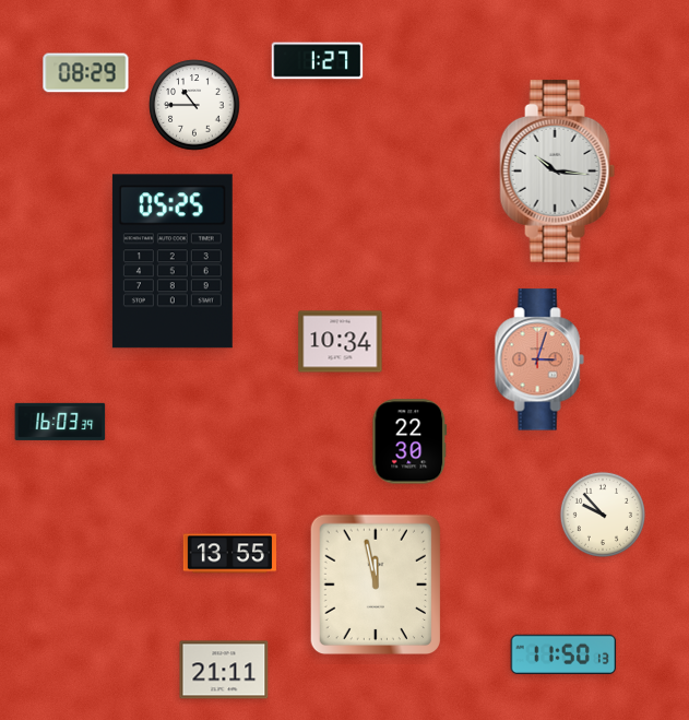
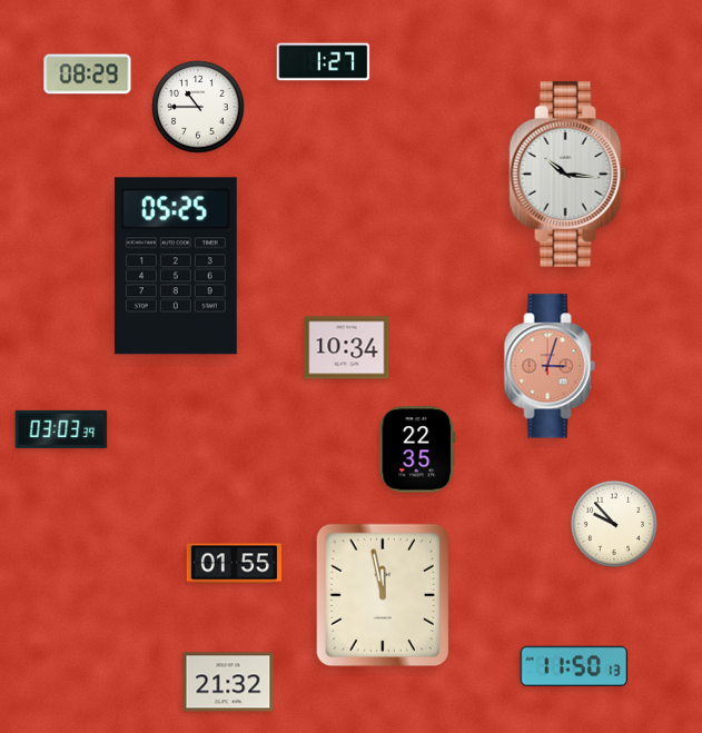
clock at (60, 422): 16:03 -> 03:03
clock at (409, 441): 22:30 -> 22:35
clock at (229, 554): 13:55 -> 01:55
clock at (224, 670): 21:11 -> 21:32
